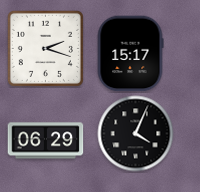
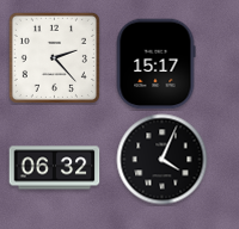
clock at (45, 48): 2:18 -> 2:23
clock at (46, 141): 06:29 -> 06:32
